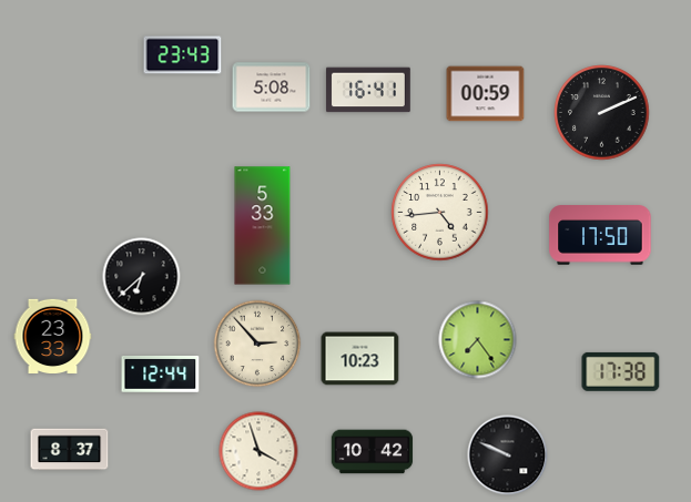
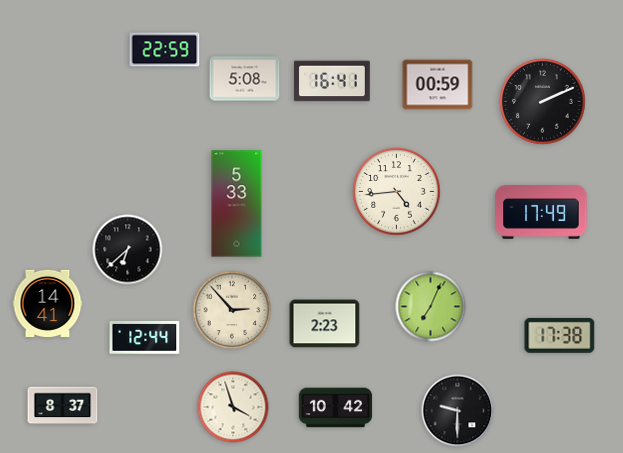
clock at (183, 55): 23:43 -> 22:59
clock at (600, 235): 17:50 -> 17:49
clock at (53, 336): 23:33 -> 14:41
clock at (478, 340): 7:24 -> 7:04
clock at (360, 359): 10:23 -> 2:23
clock at (508, 455): 9:49 -> 9:30
